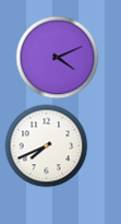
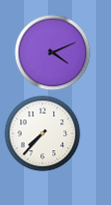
clock at (47, 146): 7:41 -> 7:37
